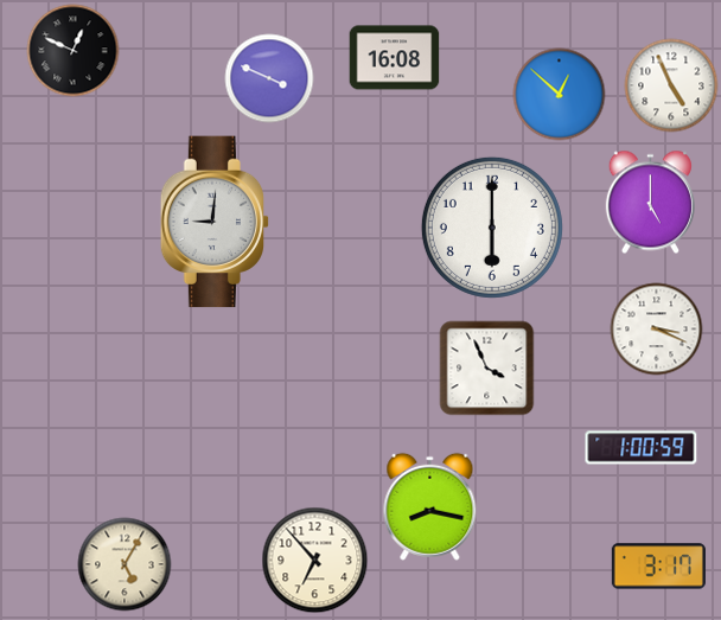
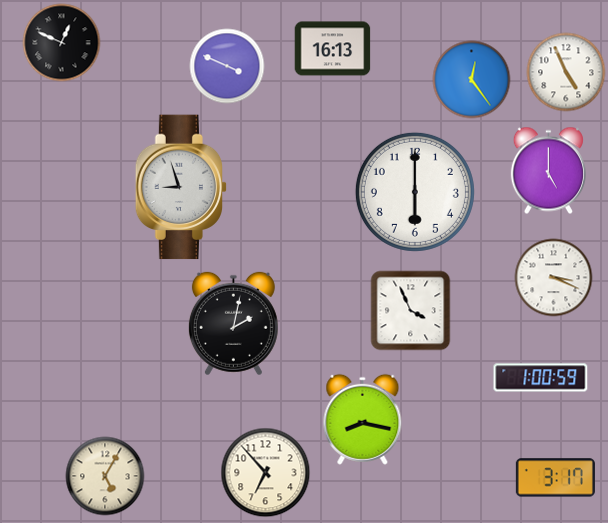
clock at (395, 58): 16:08 -> 16:13
clock at (560, 95): 12:52 -> 12:24
clock at (215, 222): 9:01 -> 8:57
clock at (233, 324): none -> 2:02
clock at (430, 506) position: (430, 506) -> (363, 419)
